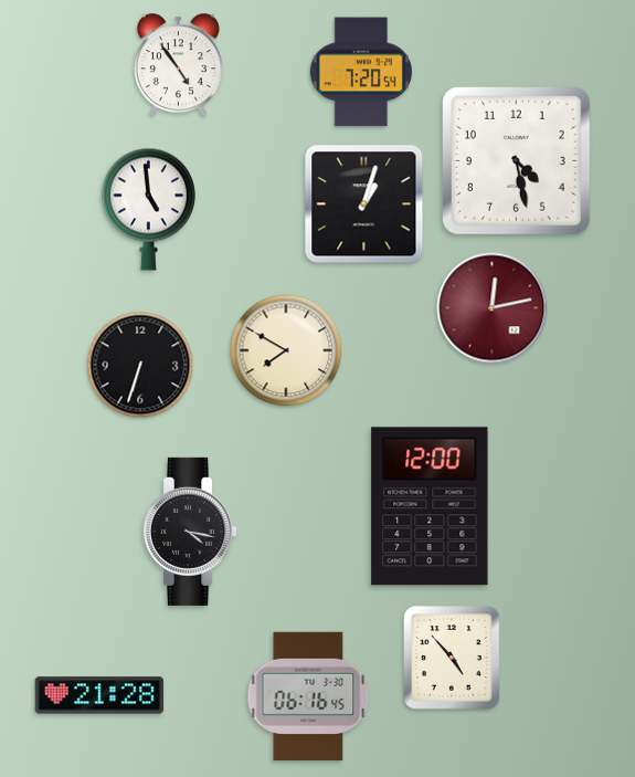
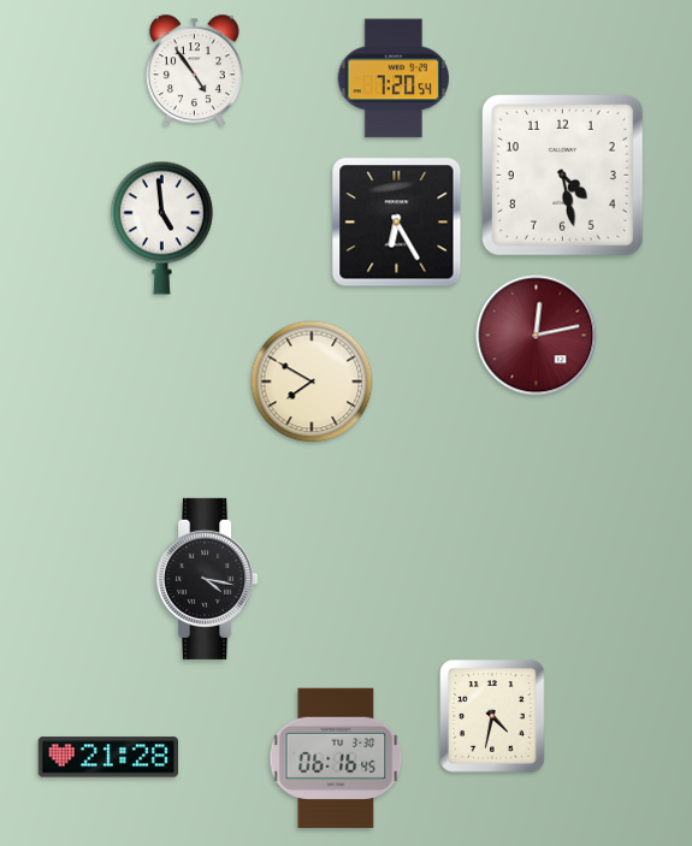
clock at (364, 204): 1:03 -> 6:25
clock at (140, 365): 6:33 -> none
clock at (430, 506): 12:00 -> none
clock at (452, 658): 4:53 -> 4:32
